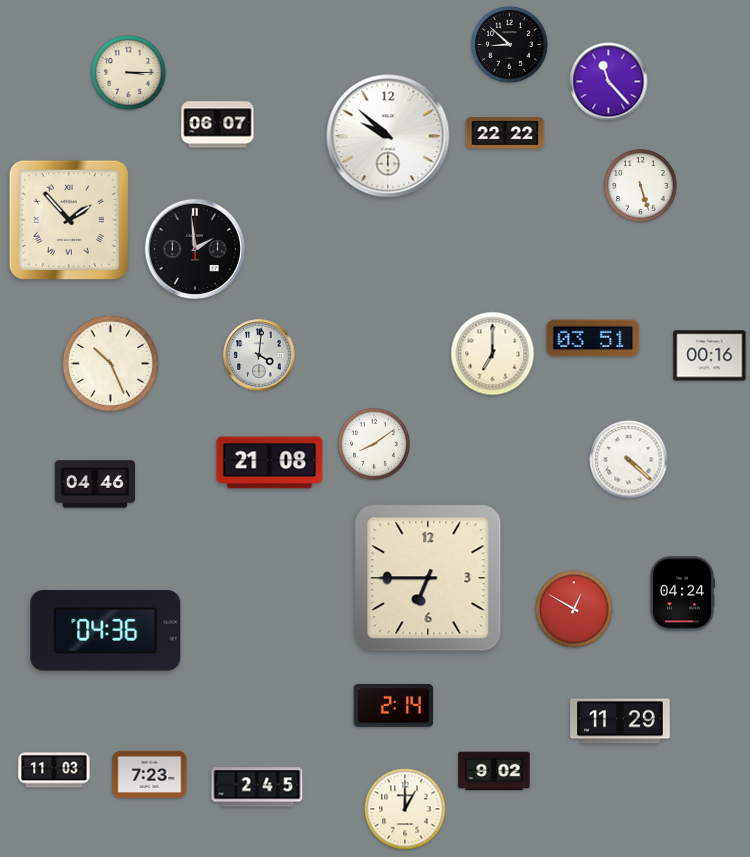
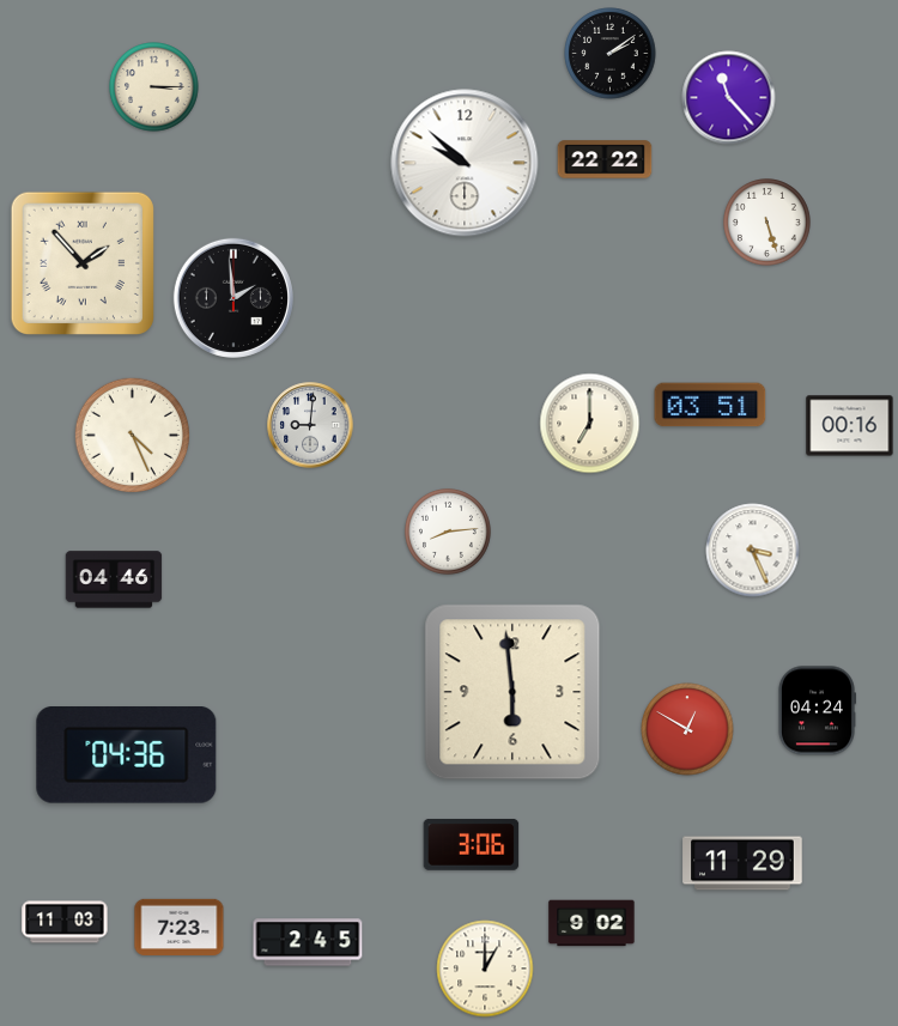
clock at (510, 45): 8:52 -> 2:09
clock at (218, 125): 06:07 -> none
clock at (259, 355): 4:01 -> 9:01
clock at (110, 363): 10:26 -> 4:26
clock at (374, 444): 8:09 -> 8:14
clock at (629, 460): 4:22 -> 3:26
clock at (270, 463): 21:08 -> none
clock at (428, 578): 6:45 -> 5:59
clock at (394, 706): 2:14 -> 3:06
